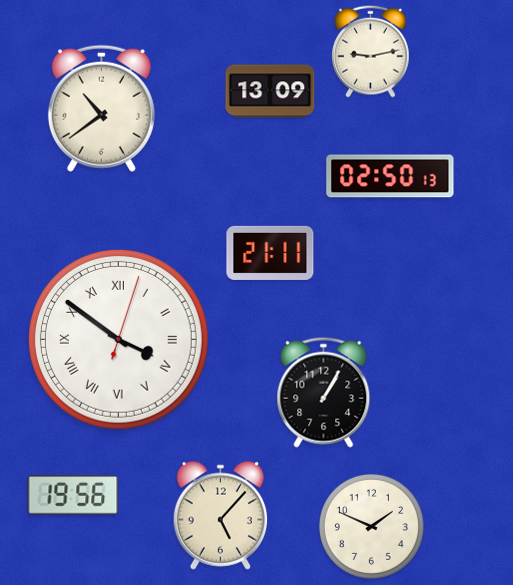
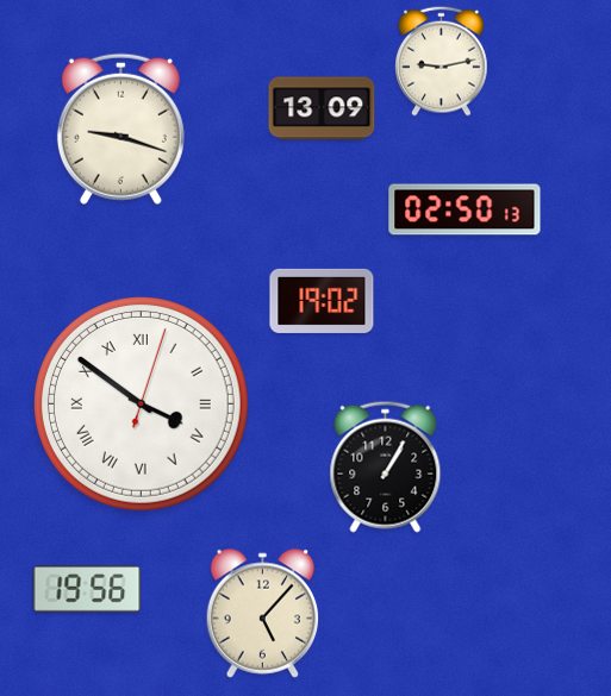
clock at (101, 108): 10:39 -> 9:18
clock at (270, 253): 21:11 -> 19:02
clock at (371, 526): 1:49 -> none
